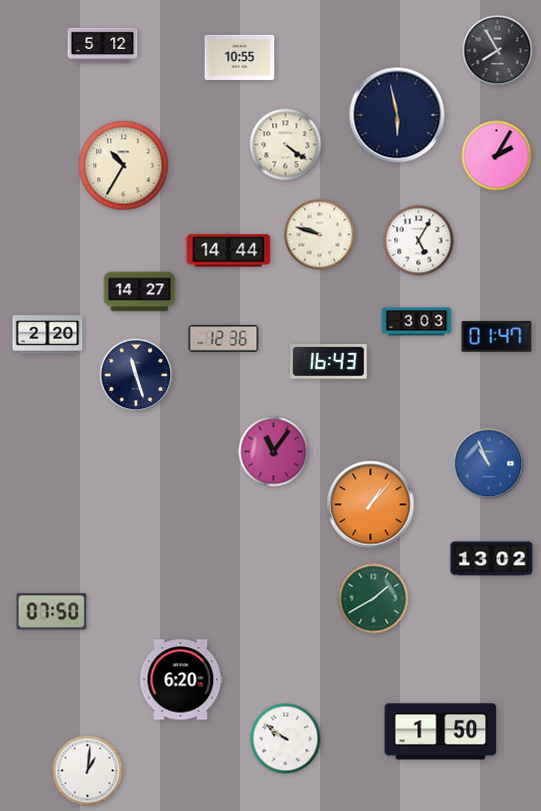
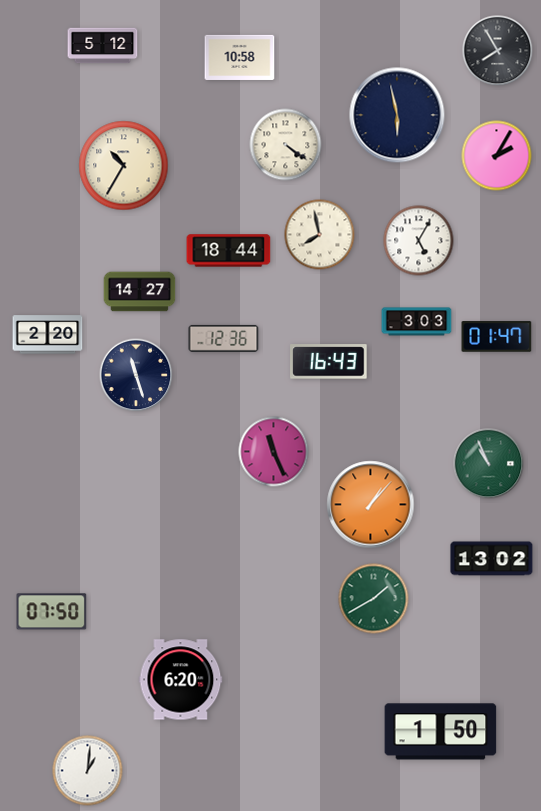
clock at (240, 57): 10:55 -> 10:58
clock at (320, 235): 9:48 -> 7:58
clock at (229, 251): 14:44 -> 18:44
clock at (274, 452): 11:06 -> 11:26
clock at (489, 464) dial: blue -> green
clock at (286, 739): 9:51 -> none
